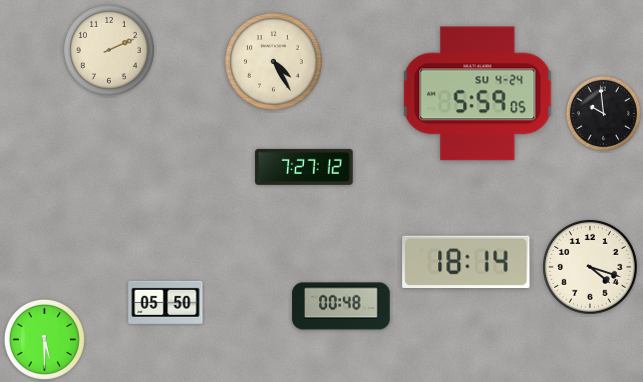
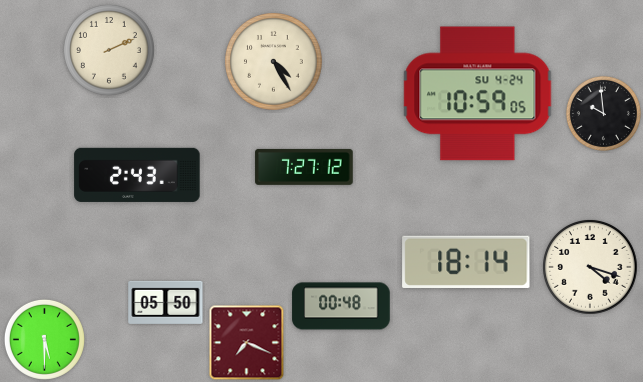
clock at (478, 94): 5:59 -> 10:59
clock at (137, 175): none -> 2:43
clock at (247, 343): none -> 7:19
